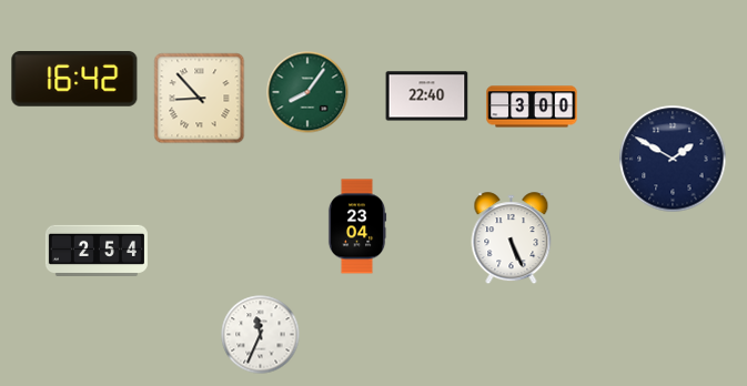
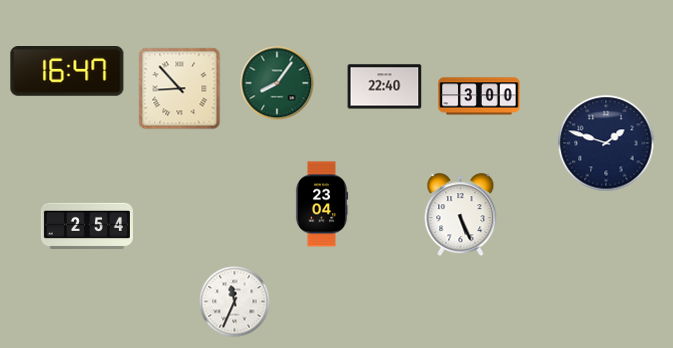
clock at (74, 80): 16:42 -> 16:47
clock at (673, 159): 1:50 -> 1:48
